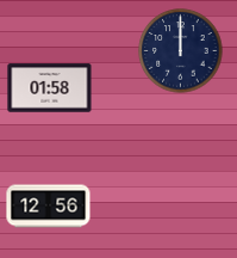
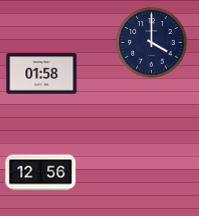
clock at (181, 51): 12:00 -> 4:00
